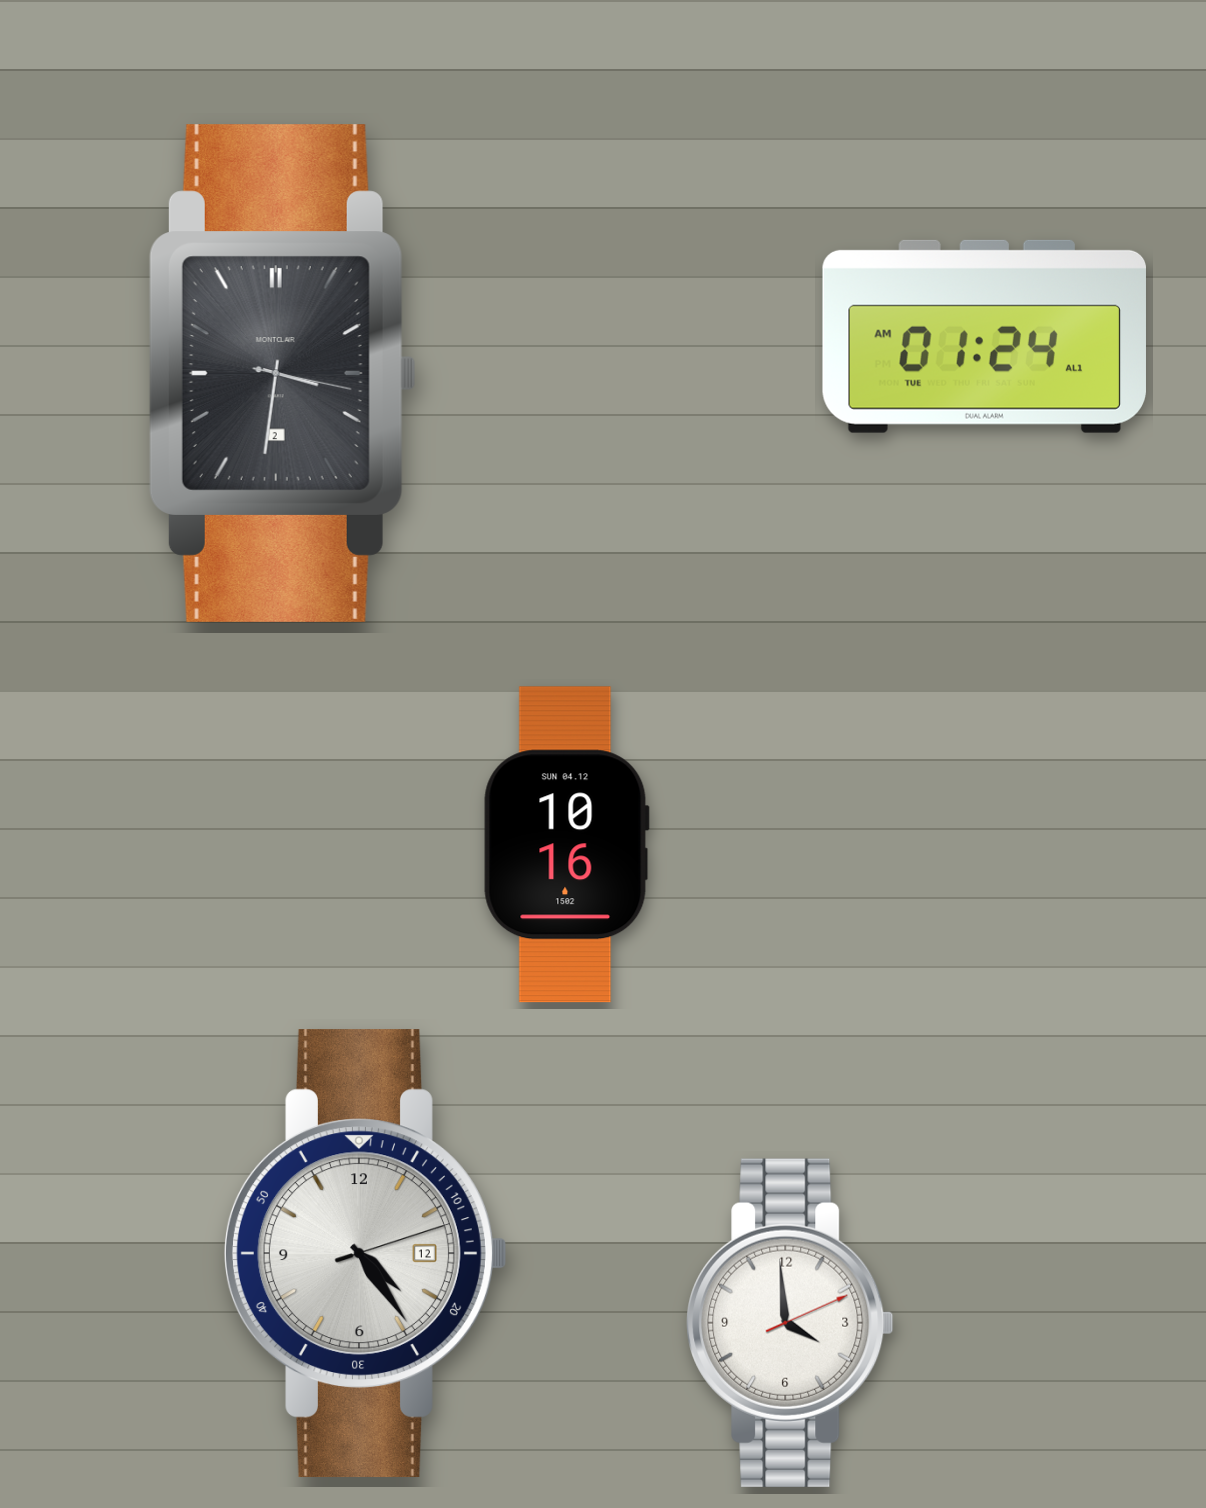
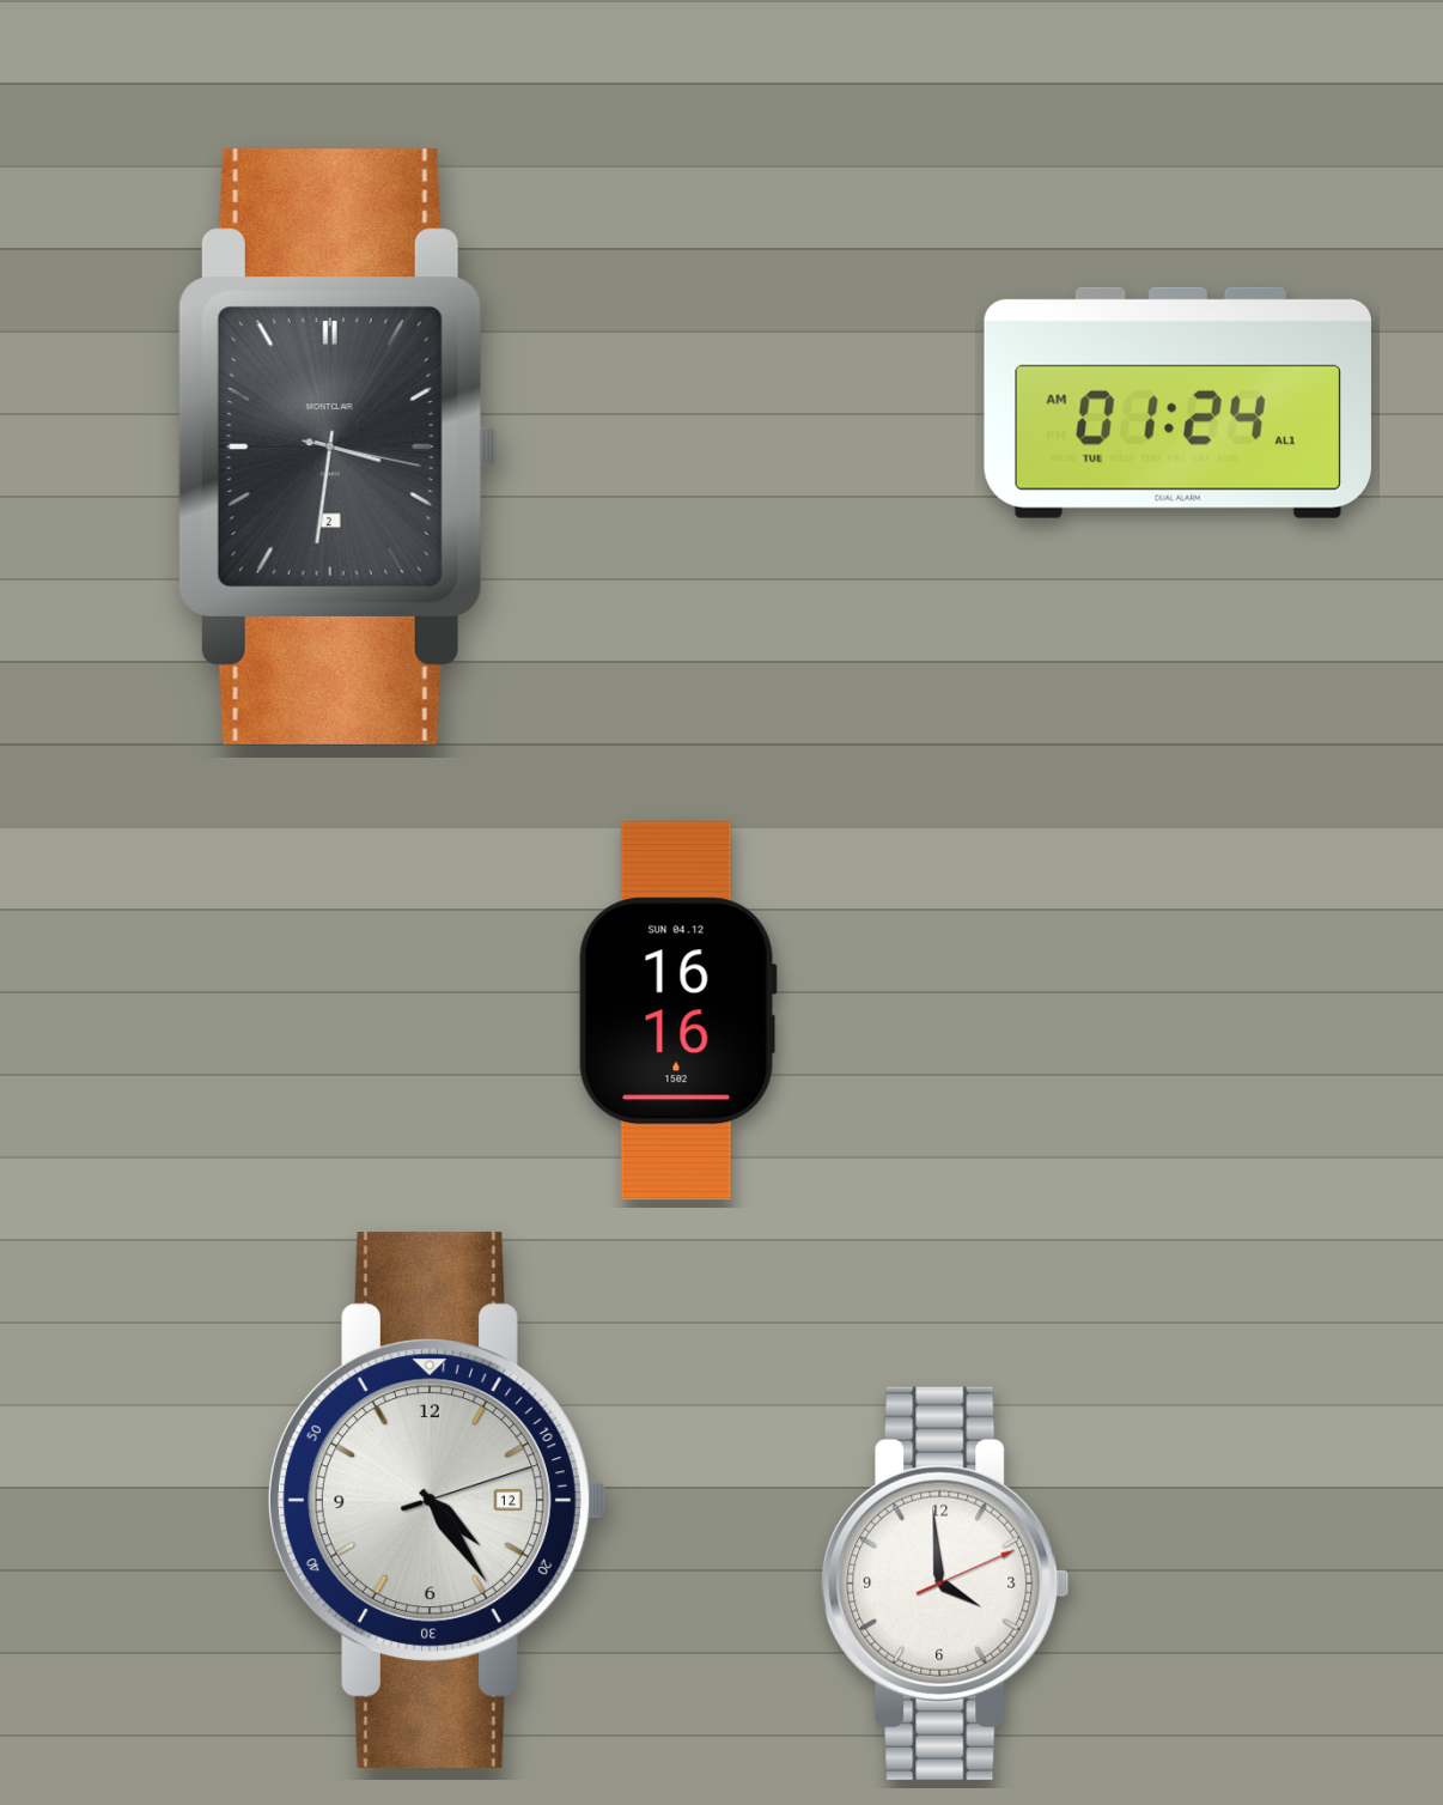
clock at (566, 845): 10:16 -> 16:16
